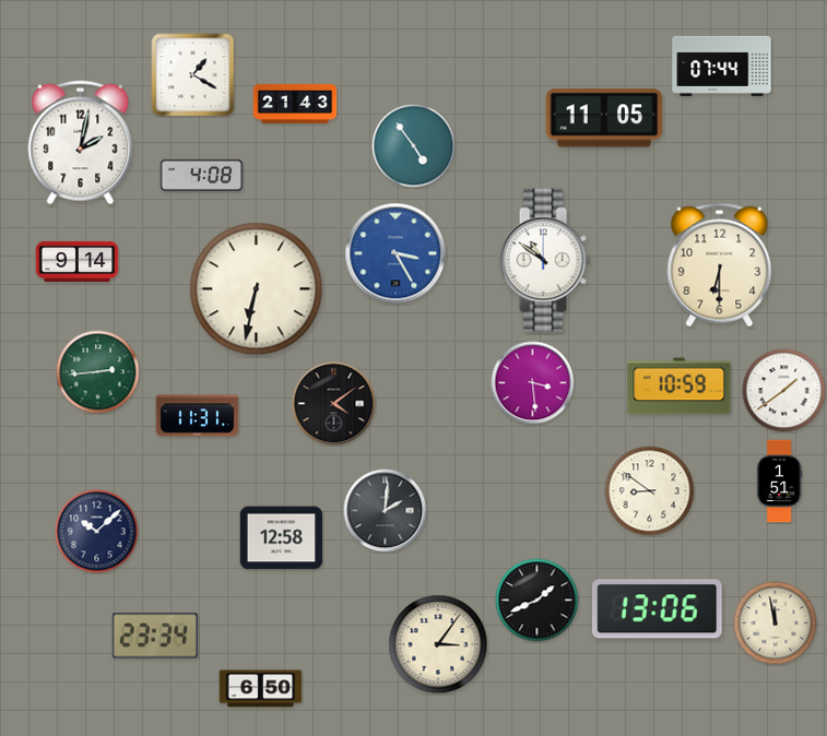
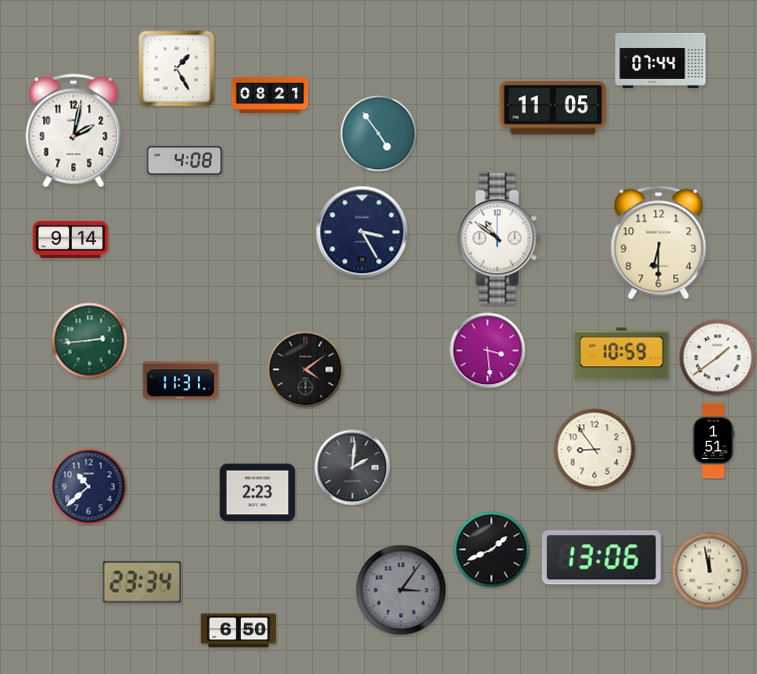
clock at (193, 75): 1:20 -> 1:25
clock at (295, 104): 21:43 -> 08:21
clock at (395, 253) dial: blue -> navy
clock at (257, 289): 6:32 -> none
clock at (650, 491): 8:51 -> 8:54
clock at (97, 532): 10:08 -> 10:38
clock at (282, 538): 12:58 -> 2:23
clock at (438, 644) dial: cream -> grey
